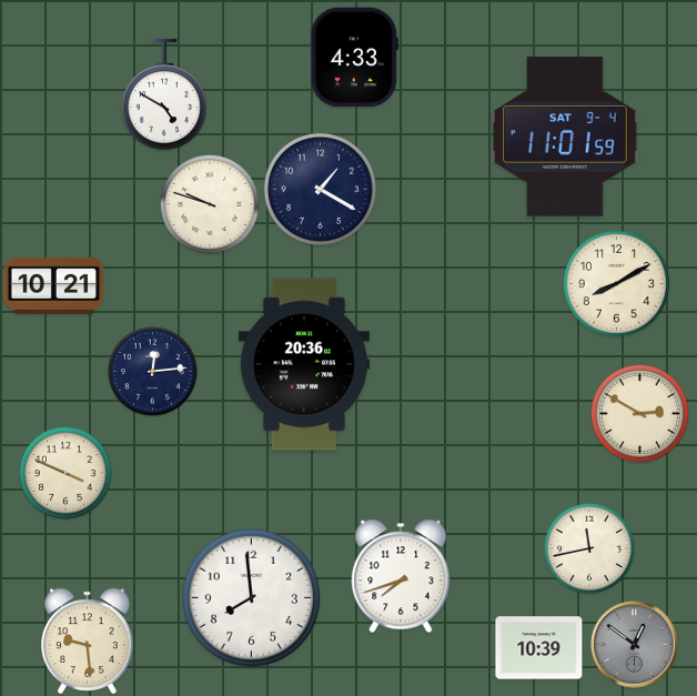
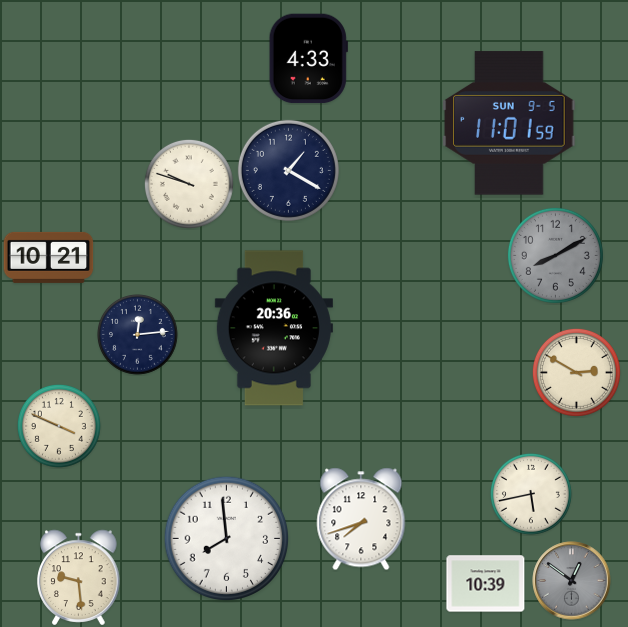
clock at (354, 58) position: (354, 58) -> (308, 59)
clock at (164, 94): 4:50 -> none
clock at (565, 137) date: SAT 9-4 -> SUN 9-5
clock at (616, 283) dial: cream -> grey
clock at (590, 549): 11:43 -> 5:43
